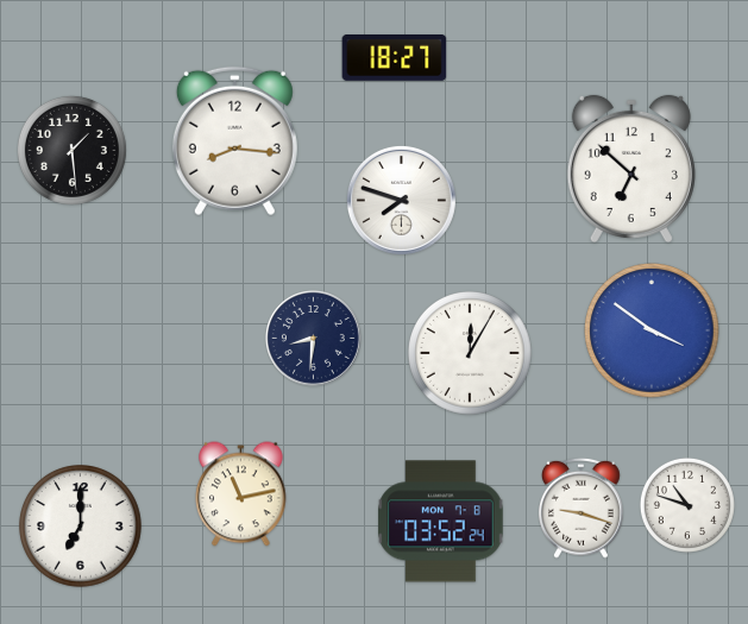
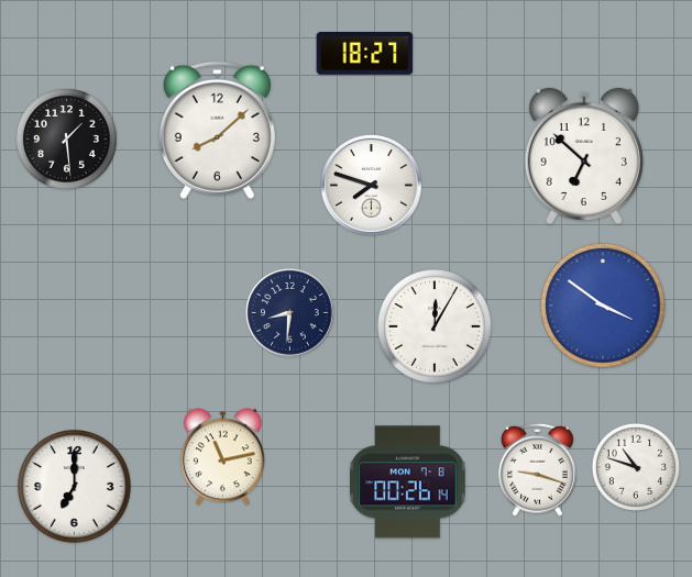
clock at (234, 141): 8:16 -> 8:08
clock at (441, 522): 03:52 -> 00:26
